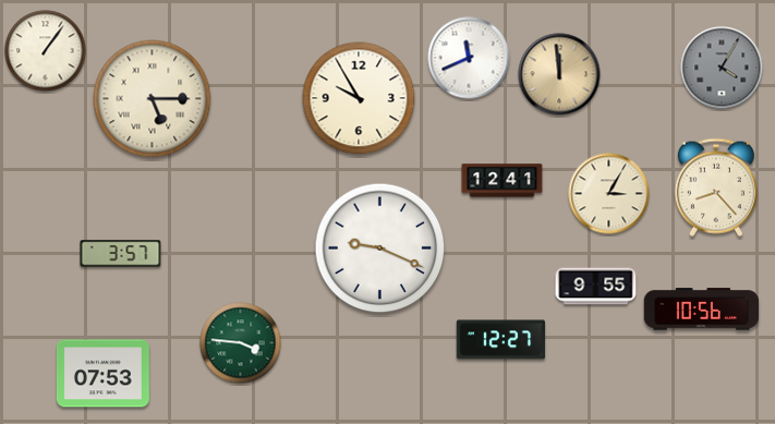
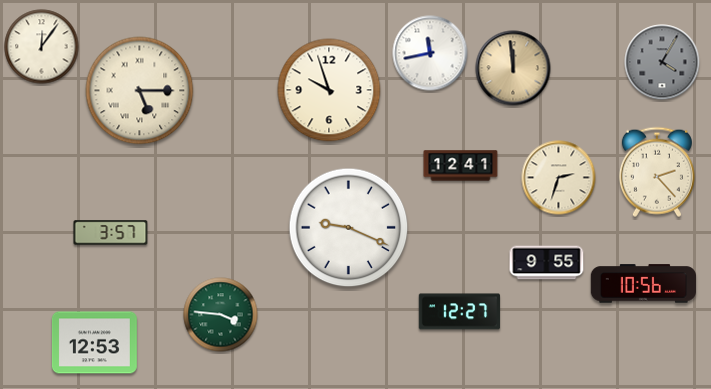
clock at (46, 51): 1:06 -> 12:06
clock at (469, 58): 11:41 -> 11:43
clock at (359, 98): 9:55 -> 9:57
clock at (716, 187): 8:23 -> 2:23
clock at (609, 194): 3:05 -> 2:33
clock at (102, 374): 07:53 -> 12:53
